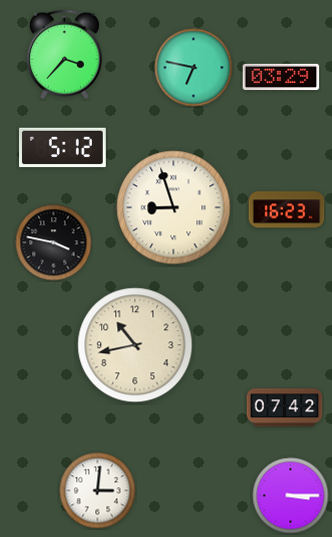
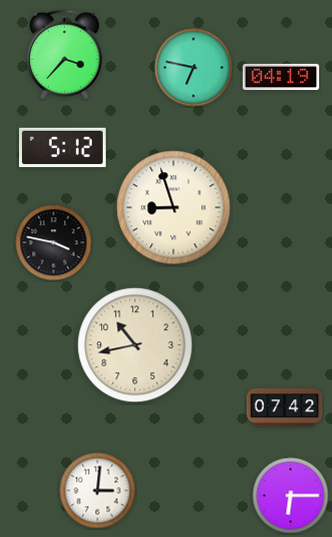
clock at (281, 76): 03:29 -> 04:19
clock at (287, 210): 16:23 -> none
clock at (291, 496): 3:15 -> 6:15
